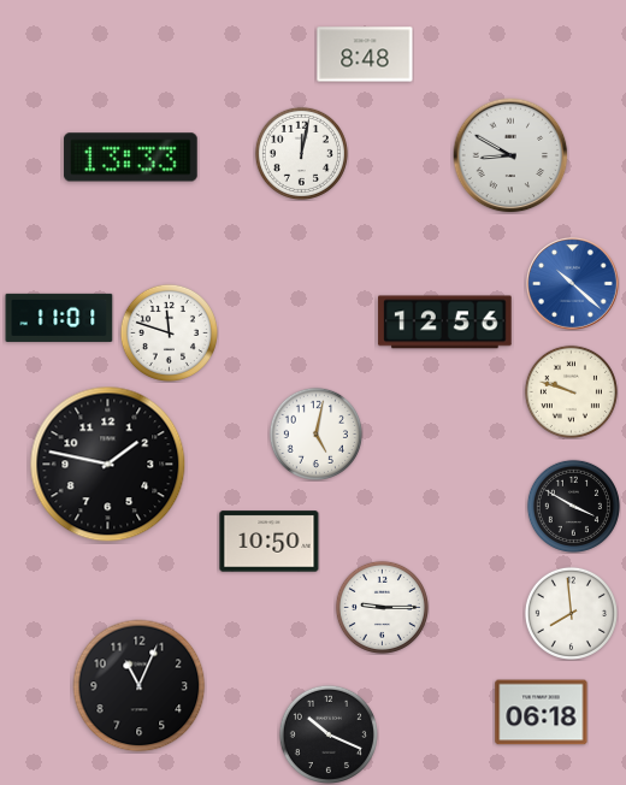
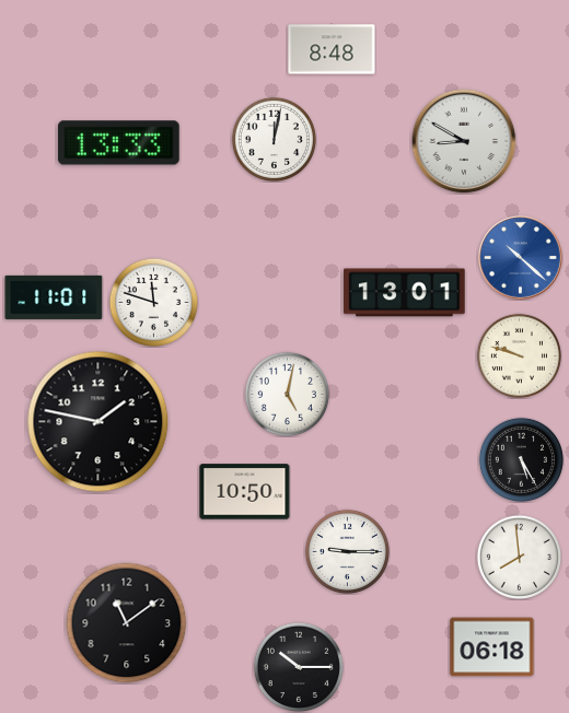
clock at (59, 318) position: (59, 318) -> (54, 297)
clock at (445, 323): 12:56 -> 13:01
clock at (573, 506): 3:50 -> 5:25
clock at (140, 686): 11:04 -> 11:09
clock at (327, 733): 10:19 -> 10:15
